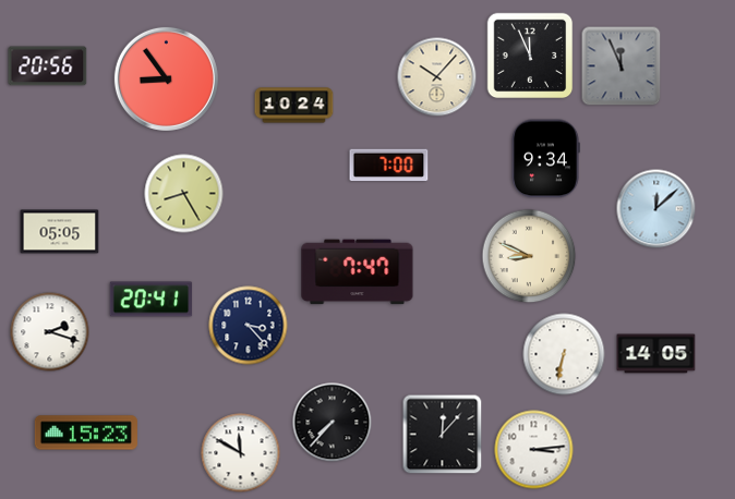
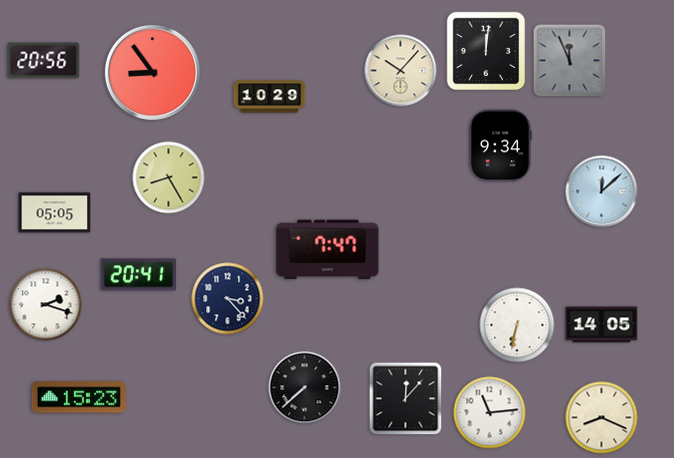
clock at (530, 56): 11:56 -> 12:01
clock at (294, 106): 10:24 -> 10:29
clock at (389, 166): 7:00 -> none
clock at (529, 256): 8:49 -> none
clock at (333, 423): 7:37 -> 7:38
clock at (534, 450): 3:14 -> 11:14
clock at (241, 453): 11:50 -> none
clock at (602, 418): none -> 8:19
